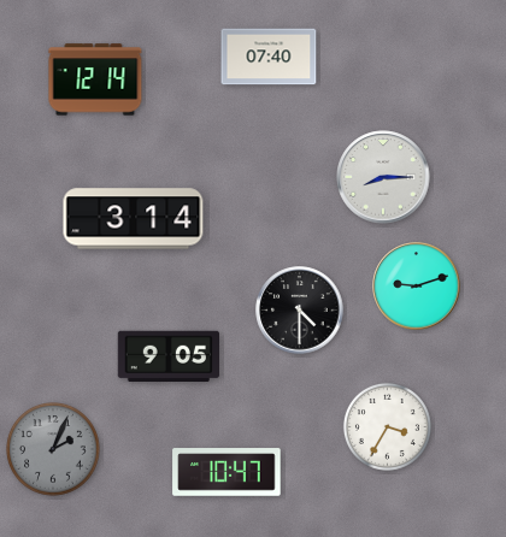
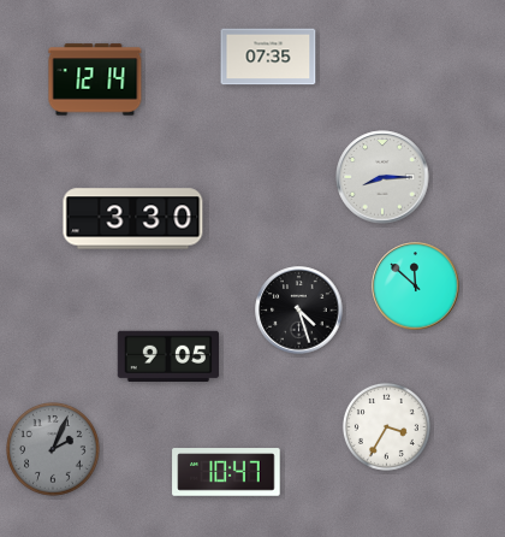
clock at (269, 57): 07:40 -> 07:35
clock at (134, 219): 3:14 -> 3:30
clock at (417, 287): 9:12 -> 11:52
clock at (300, 311): 4:30 -> 4:27
